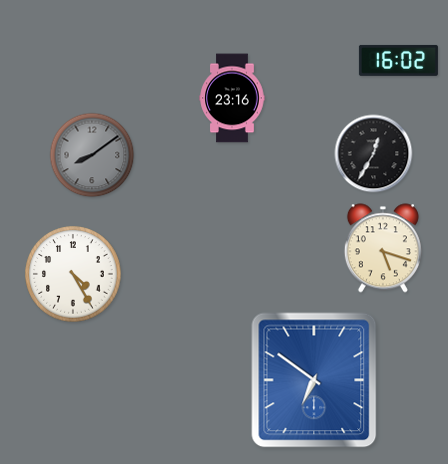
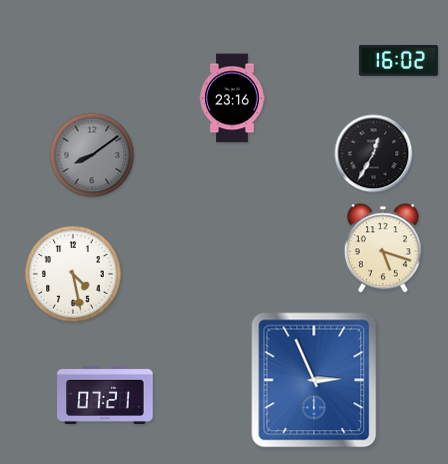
clock at (73, 274): 4:25 -> 4:28
clock at (314, 380): 6:51 -> 2:56
clock at (105, 395): none -> 07:21
